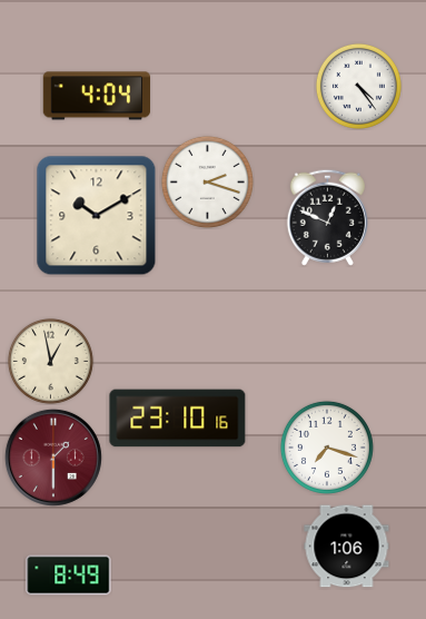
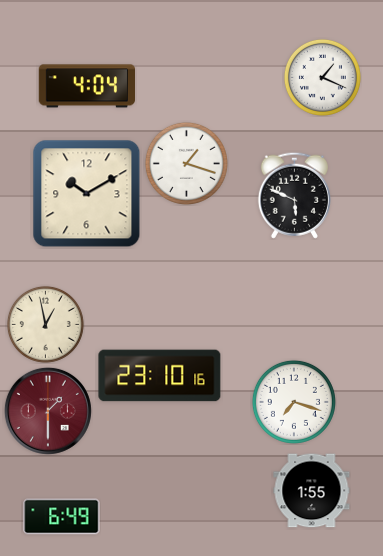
clock at (358, 86): 4:24 -> 1:19
clock at (207, 181): 2:18 -> 1:18
clock at (327, 217): 12:49 -> 5:49
clock at (347, 547): 1:06 -> 1:55
clock at (69, 576): 8:49 -> 6:49
